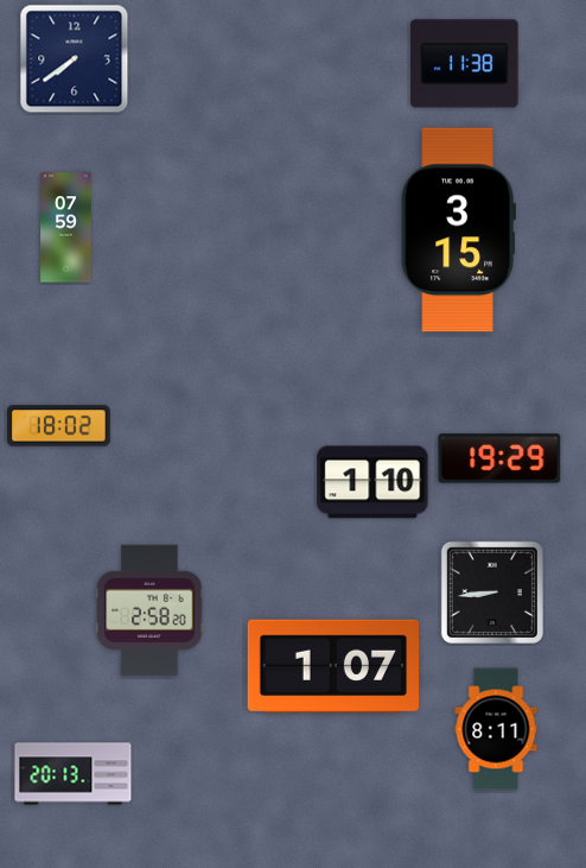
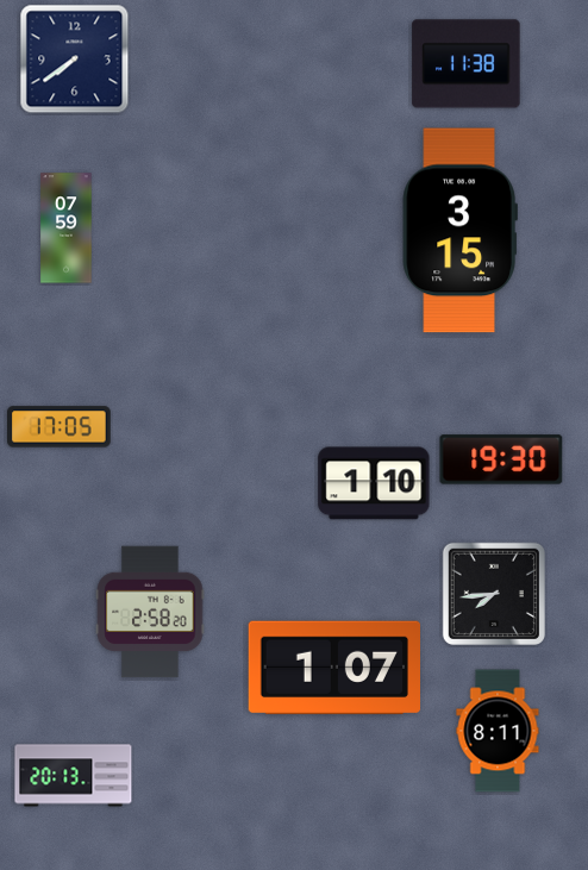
clock at (59, 426): 18:02 -> 17:05
clock at (499, 458): 19:29 -> 19:30
clock at (492, 593): 8:44 -> 7:44
